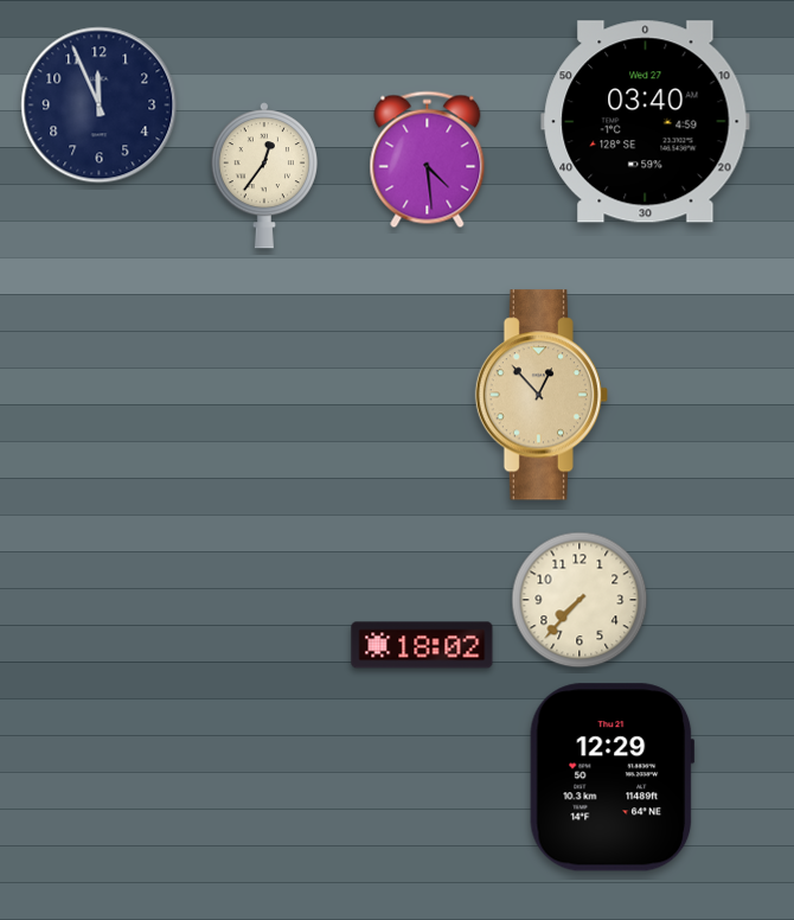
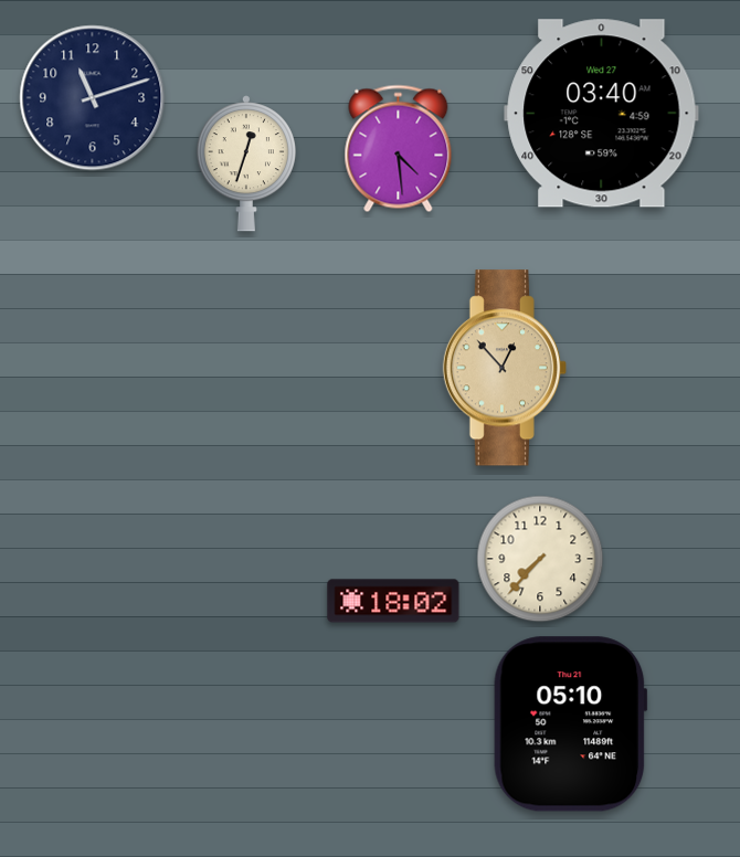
clock at (100, 106): 11:56 -> 11:12
clock at (264, 175): 12:36 -> 12:33
clock at (613, 778): 12:29 -> 05:10
